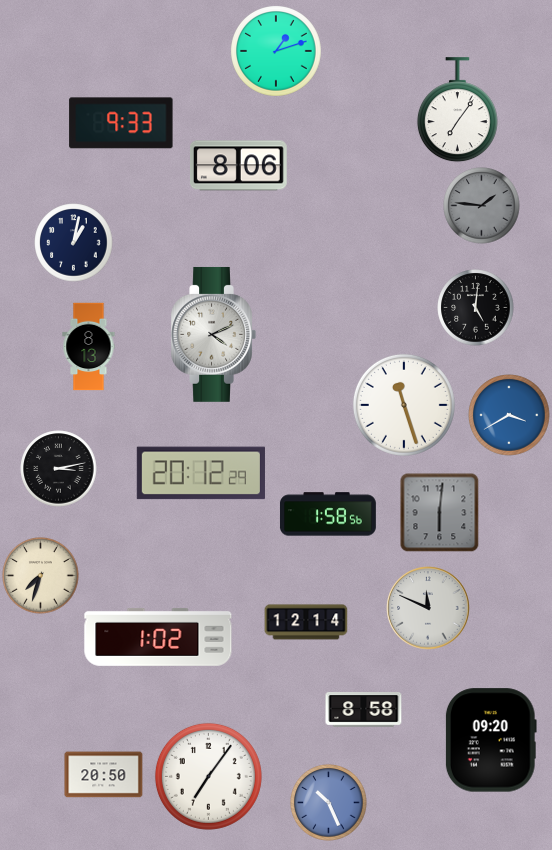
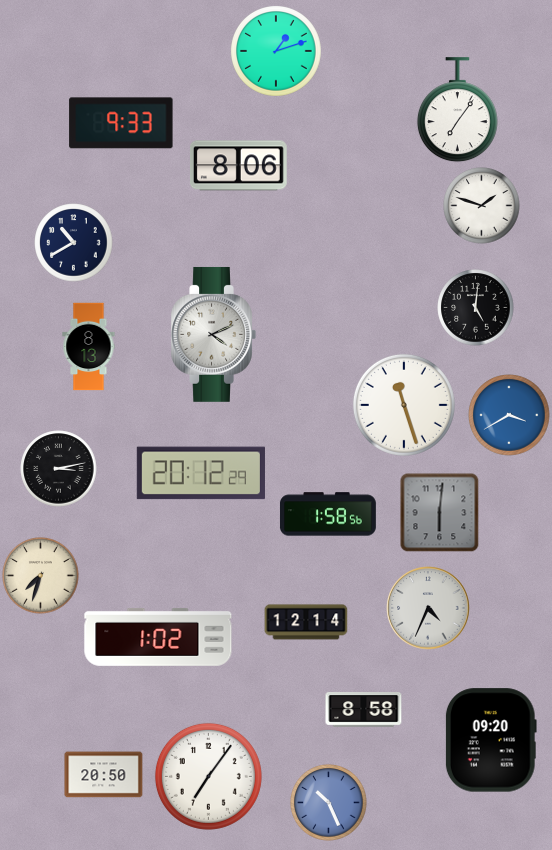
clock at (482, 206): 1:46 -> 1:48
clock at (482, 206) dial: grey -> white
clock at (74, 243): 1:02 -> 10:40
clock at (428, 608): 11:49 -> 4:34
